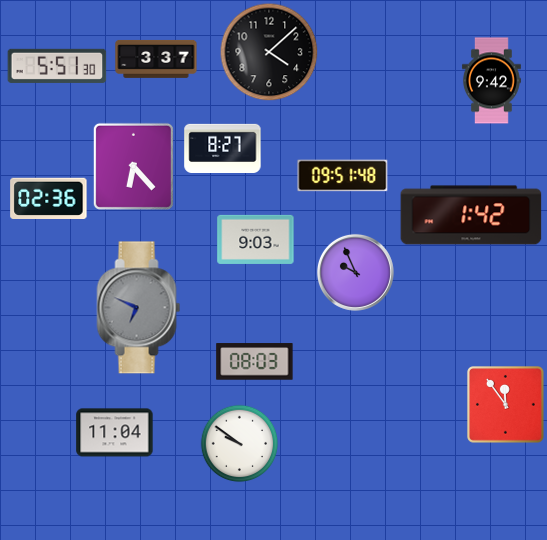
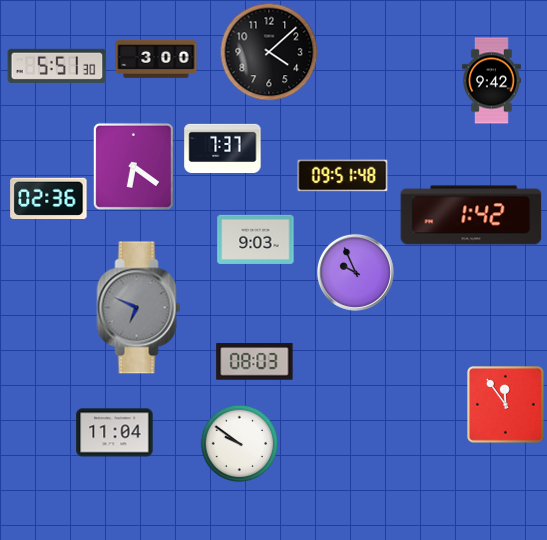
clock at (156, 59): 3:37 -> 3:00
clock at (223, 148): 8:27 -> 7:37
clock at (133, 166): 6:23 -> 6:21
